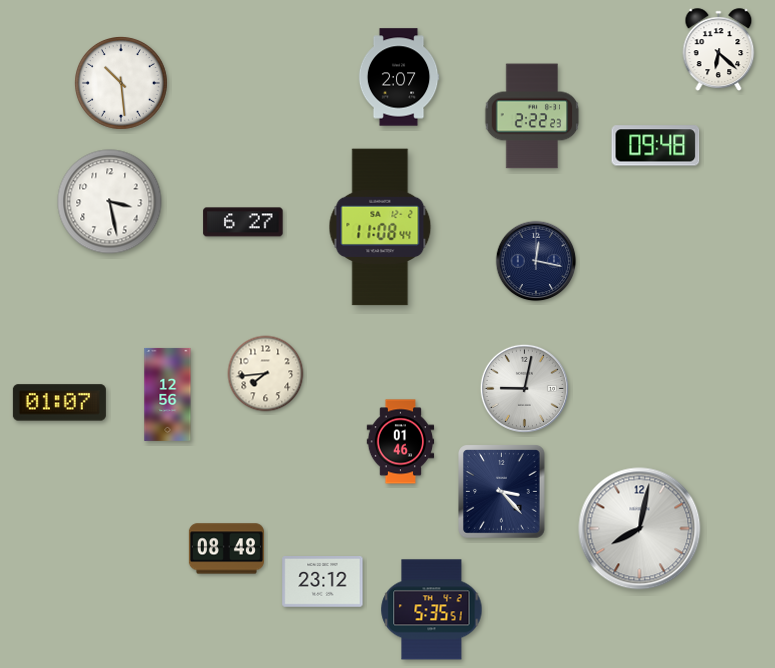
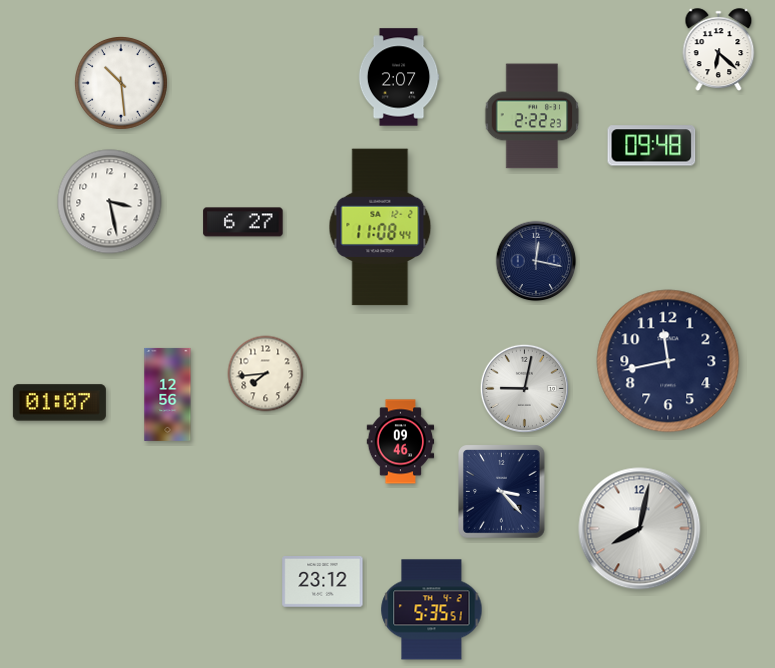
clock at (656, 146) position: (656, 146) -> (652, 146)
clock at (668, 361): none -> 11:43
clock at (401, 442): 01:46 -> 09:46
clock at (226, 549): 08:48 -> none
